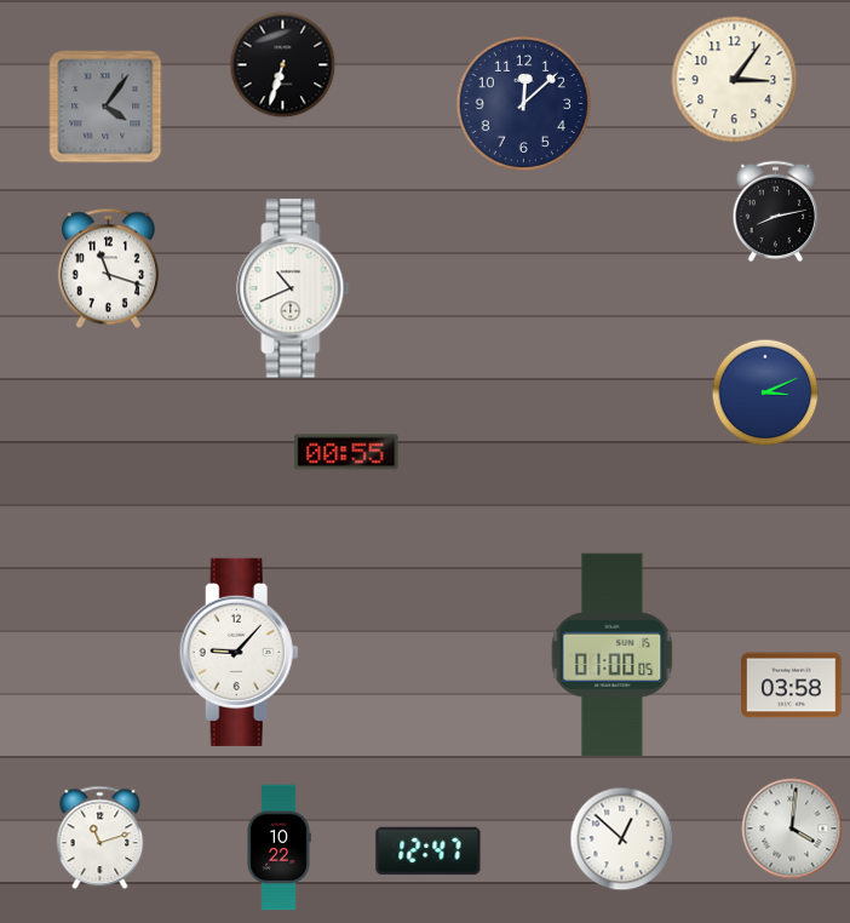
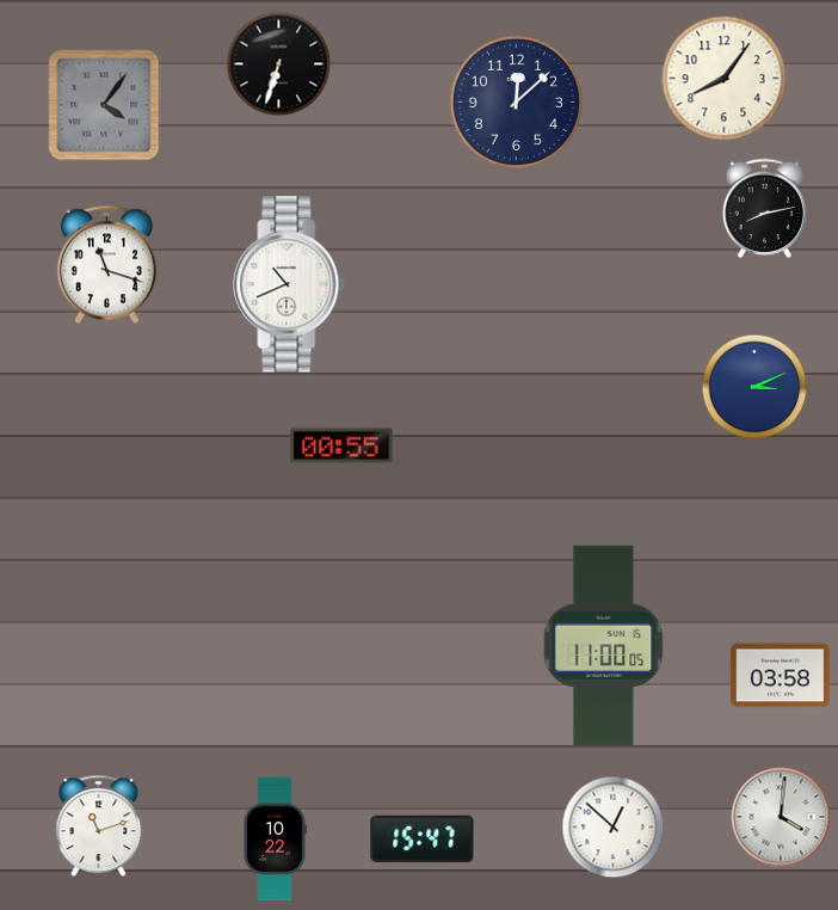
clock at (735, 80): 3:06 -> 8:06
clock at (239, 652): 9:07 -> none
clock at (613, 654): 01:00 -> 11:00
clock at (278, 848) position: (278, 848) -> (275, 840)
clock at (429, 852): 12:47 -> 15:47
